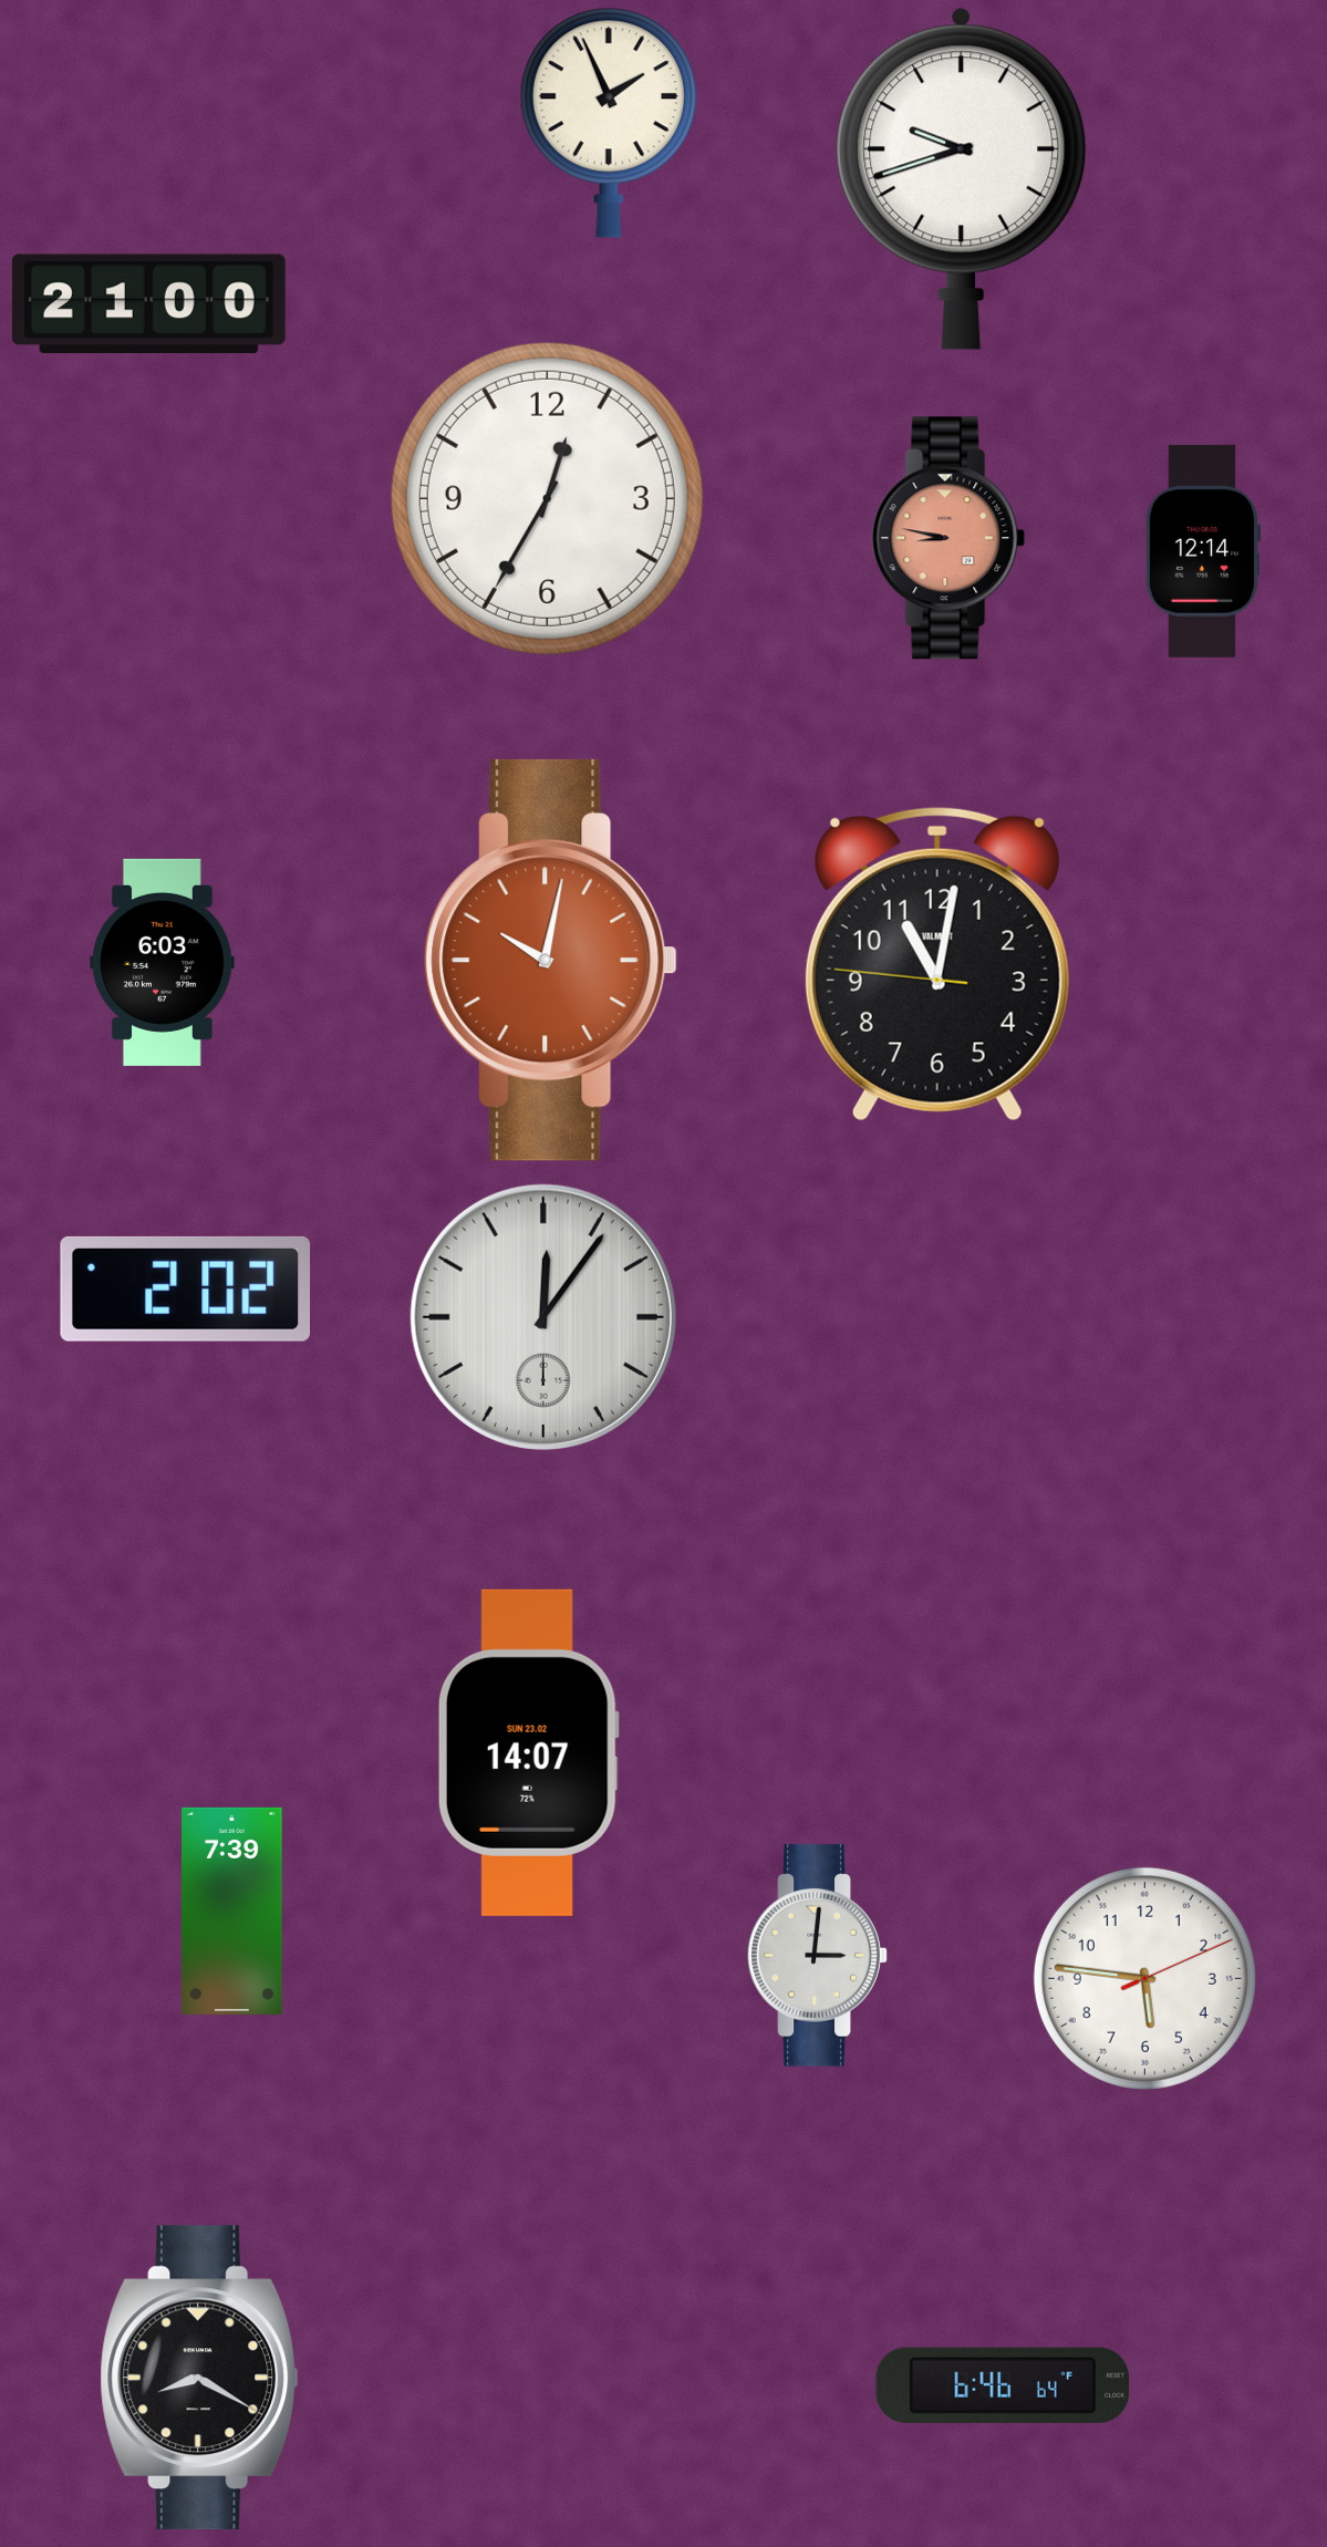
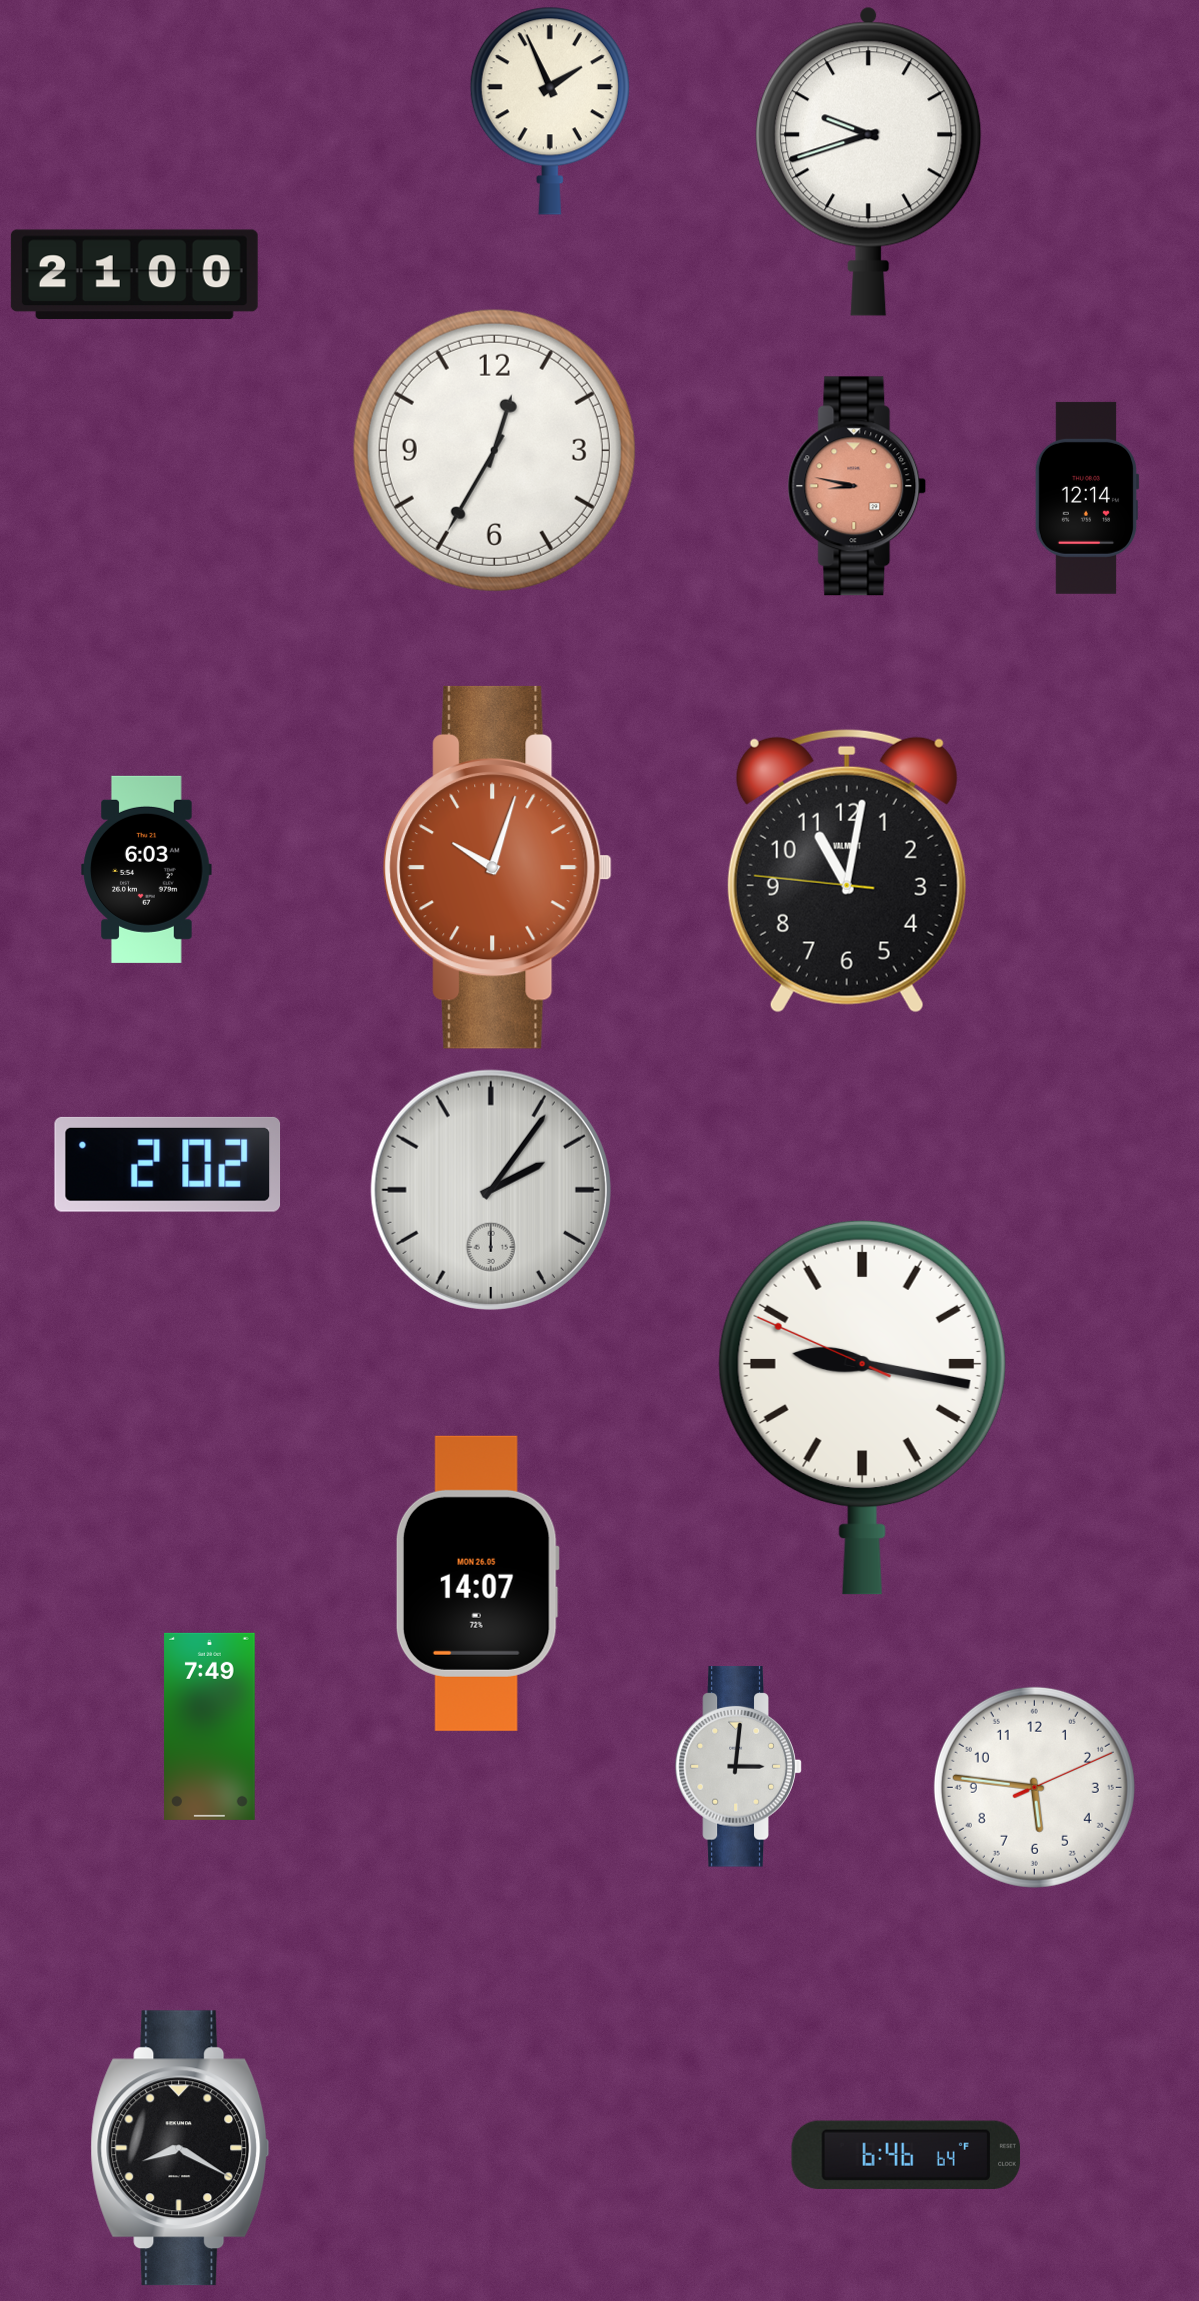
clock at (551, 960): 10:02 -> 10:03
clock at (543, 1317): 12:06 -> 2:06
clock at (862, 1407): none -> 9:16
clock at (528, 1752) date: SUN 23.02 -> MON 26.05
clock at (232, 1911): 7:39 -> 7:49
